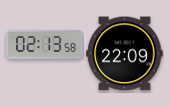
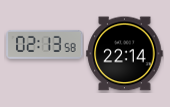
clock at (125, 54): 22:09 -> 22:14
